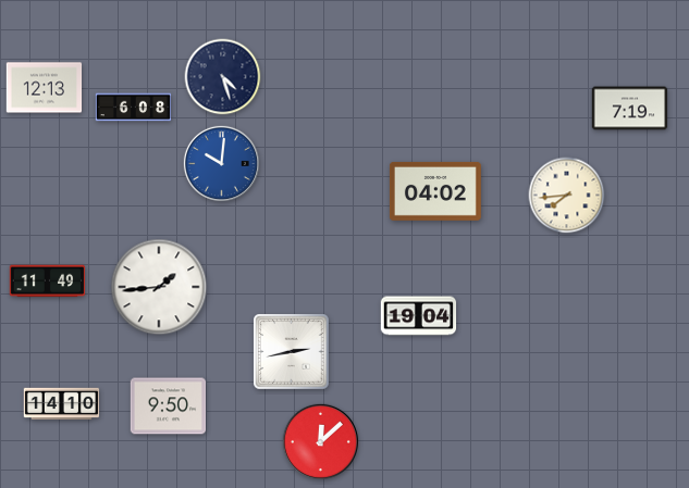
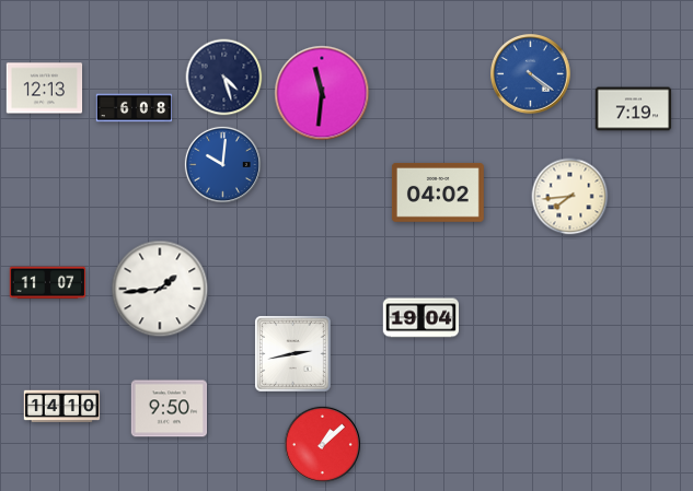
clock at (531, 74): none -> 4:21
clock at (322, 93): none -> 11:31
clock at (48, 281): 11:49 -> 11:07
clock at (320, 441): 12:08 -> 1:08
